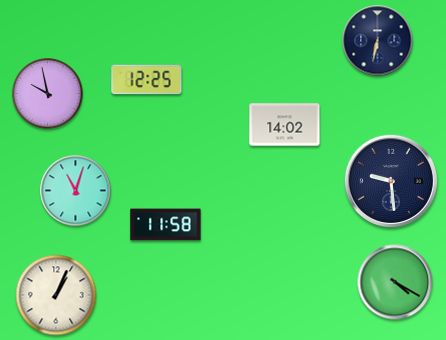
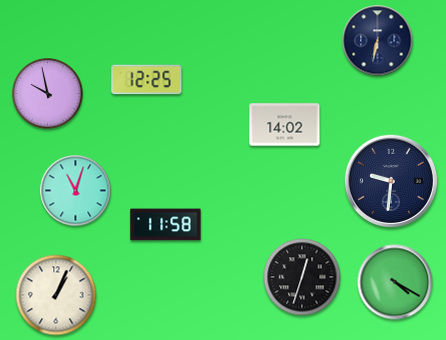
clock at (391, 181): 9:29 -> 9:31
clock at (302, 277): none -> 12:33
